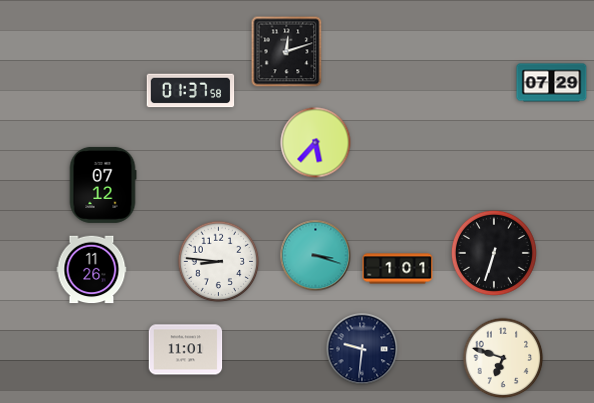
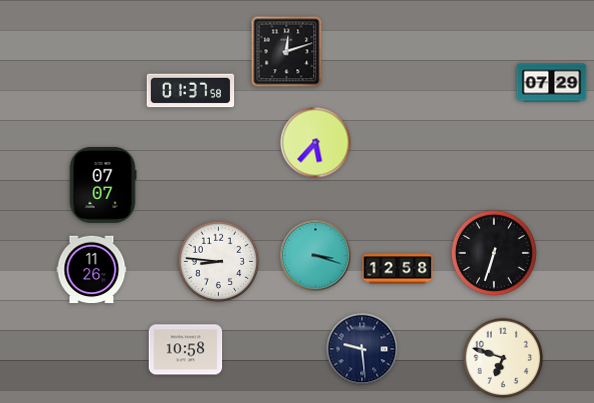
clock at (103, 185): 07:12 -> 07:07
clock at (398, 269): 1:01 -> 12:58
clock at (362, 349): 9:31 -> 9:29
clock at (186, 350): 11:01 -> 10:58
